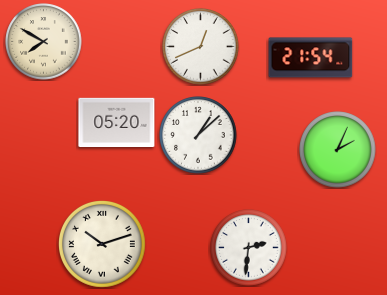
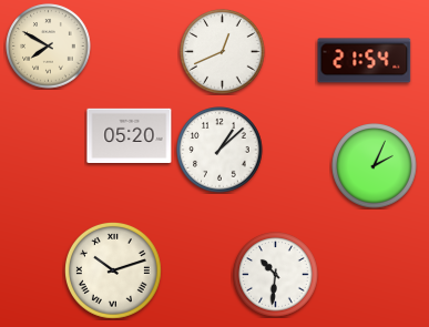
clock at (311, 58) position: (311, 58) -> (365, 61)
clock at (249, 248): 2:31 -> 10:31
